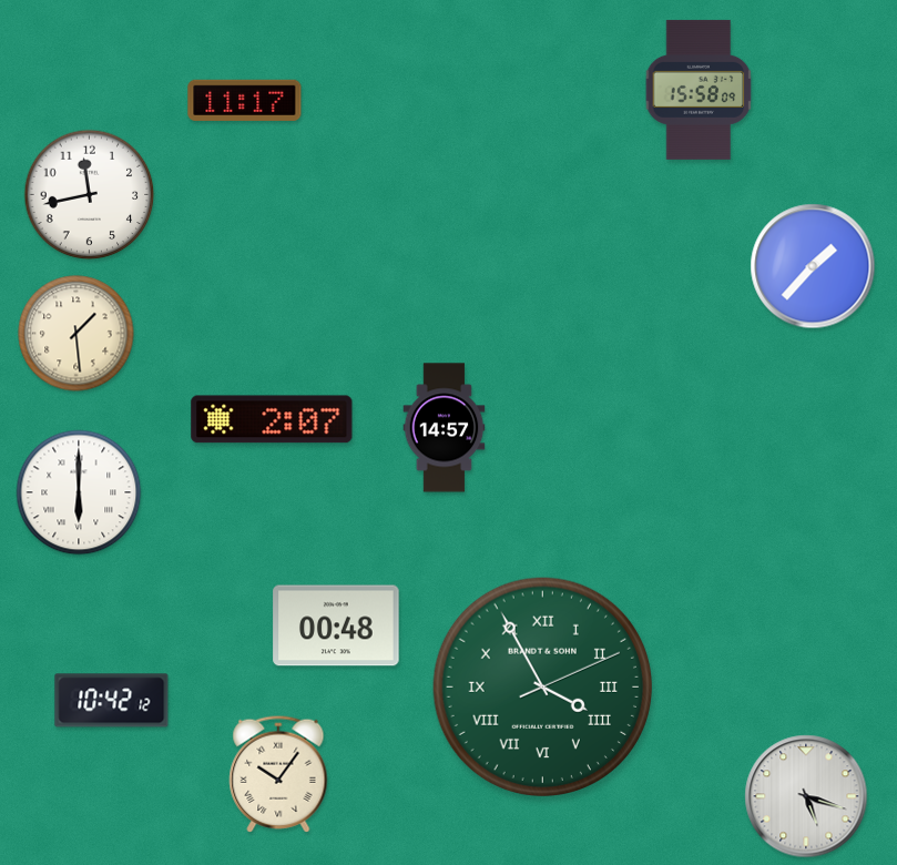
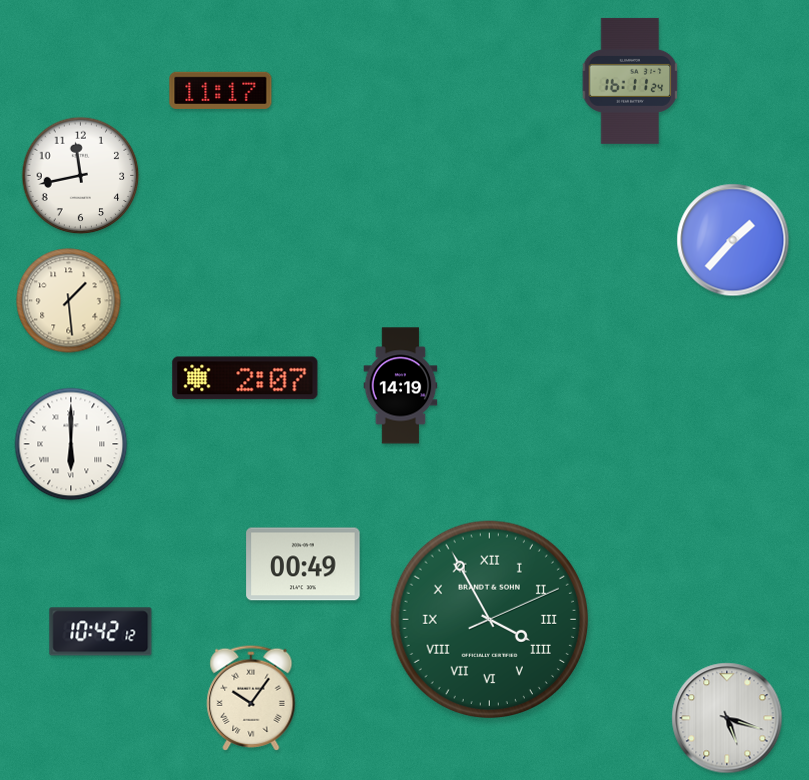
clock at (699, 90): 15:58 -> 16:11
clock at (445, 428): 14:57 -> 14:19
clock at (336, 625): 00:48 -> 00:49
